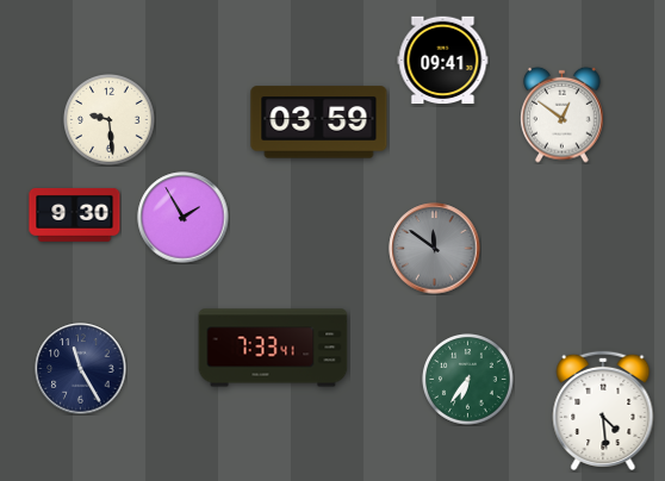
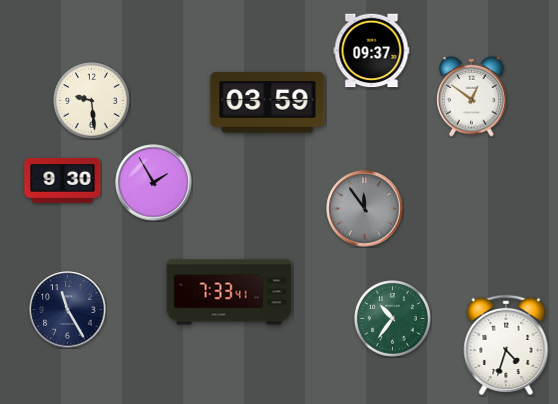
clock at (443, 61): 09:41 -> 09:37
clock at (435, 249): 11:51 -> 11:54
clock at (468, 380): 6:36 -> 10:36
clock at (603, 411): 4:29 -> 4:33
